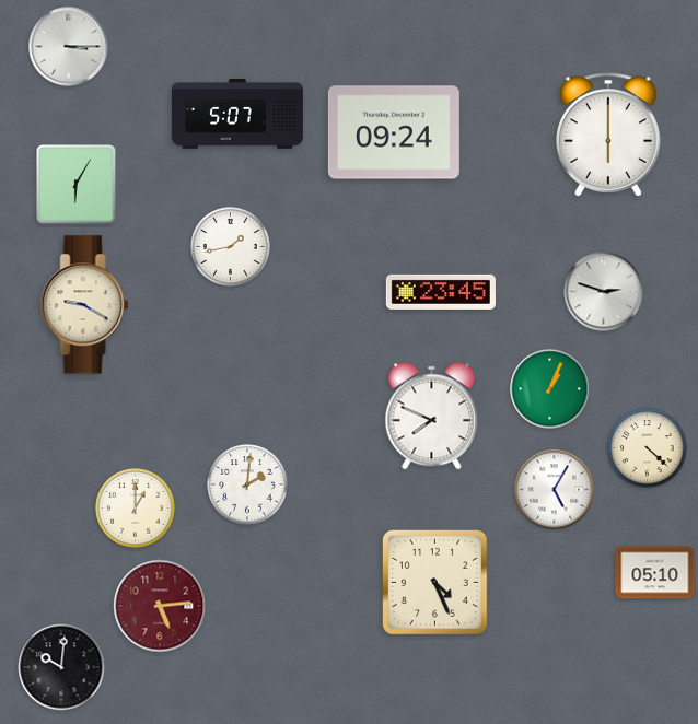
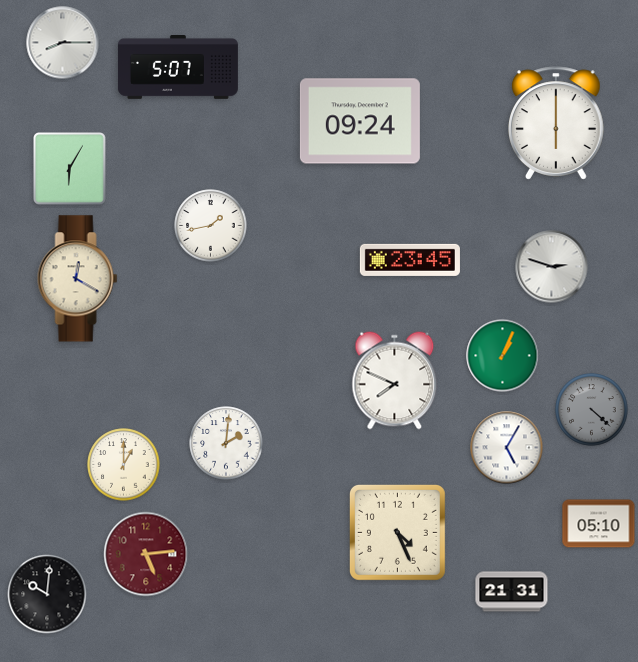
clock at (69, 47): 3:15 -> 8:15
clock at (237, 115) position: (237, 115) -> (178, 68)
clock at (441, 292) position: (441, 292) -> (410, 260)
clock at (85, 305): 9:20 -> 12:20
clock at (648, 448) dial: cream -> grey
clock at (512, 592): none -> 21:31
clock at (61, 667) position: (61, 667) -> (47, 594)
